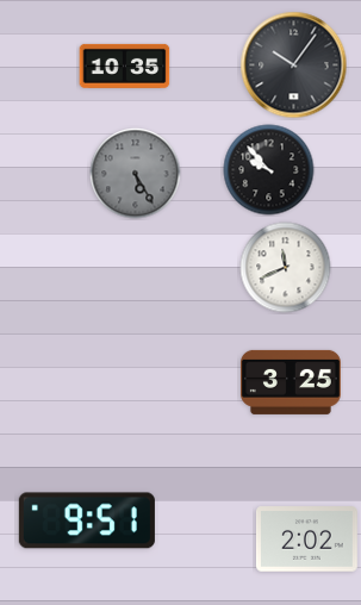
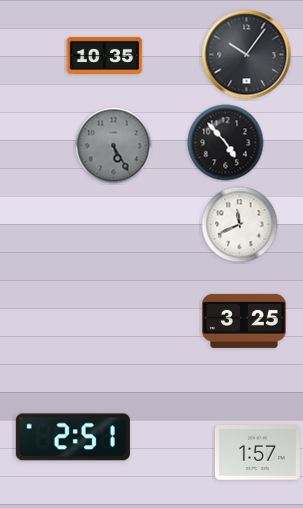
clock at (269, 170): 9:53 -> 4:53
clock at (87, 520): 9:51 -> 2:51
clock at (307, 539): 2:02 -> 1:57
